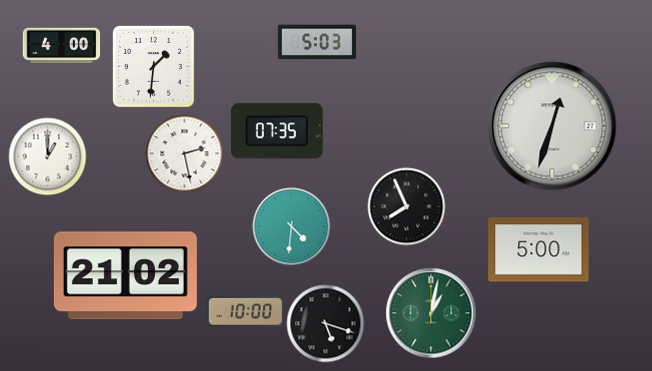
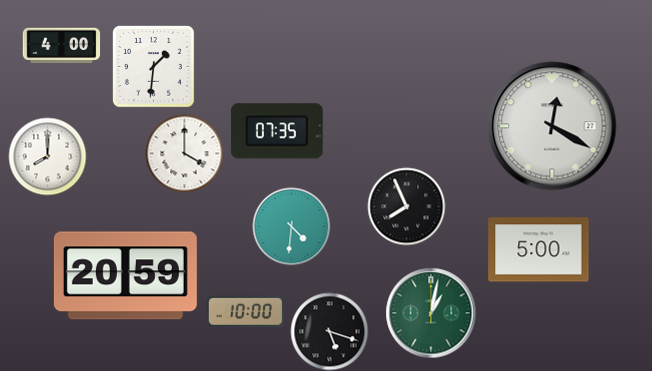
clock at (317, 42): 5:03 -> none
clock at (552, 126): 12:33 -> 12:20
clock at (184, 153): 2:28 -> 4:00
clock at (47, 156): 1:00 -> 8:00
clock at (125, 276): 21:02 -> 20:59
clock at (325, 323) position: (325, 323) -> (329, 331)
